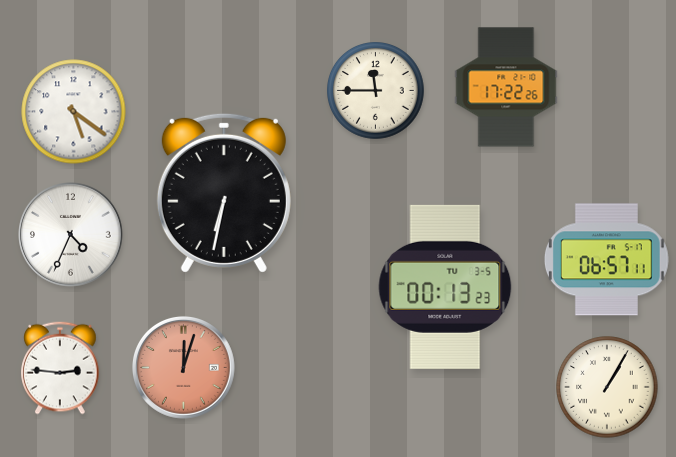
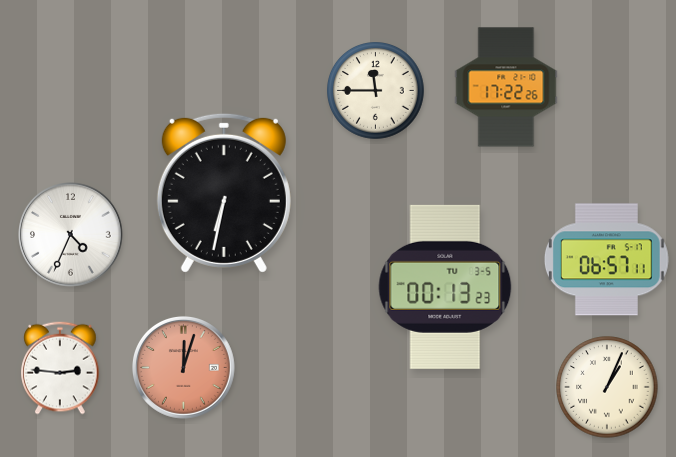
clock at (74, 112): 5:21 -> none
clock at (607, 387): 1:05 -> 1:04
